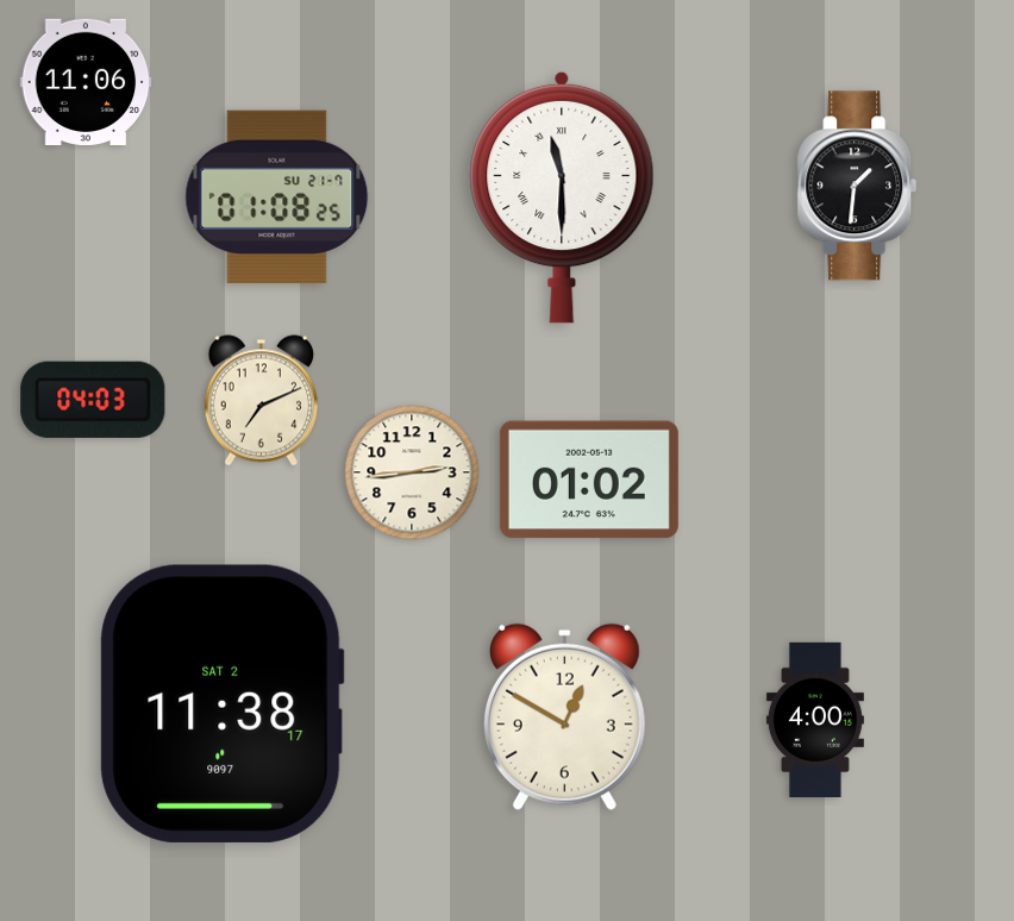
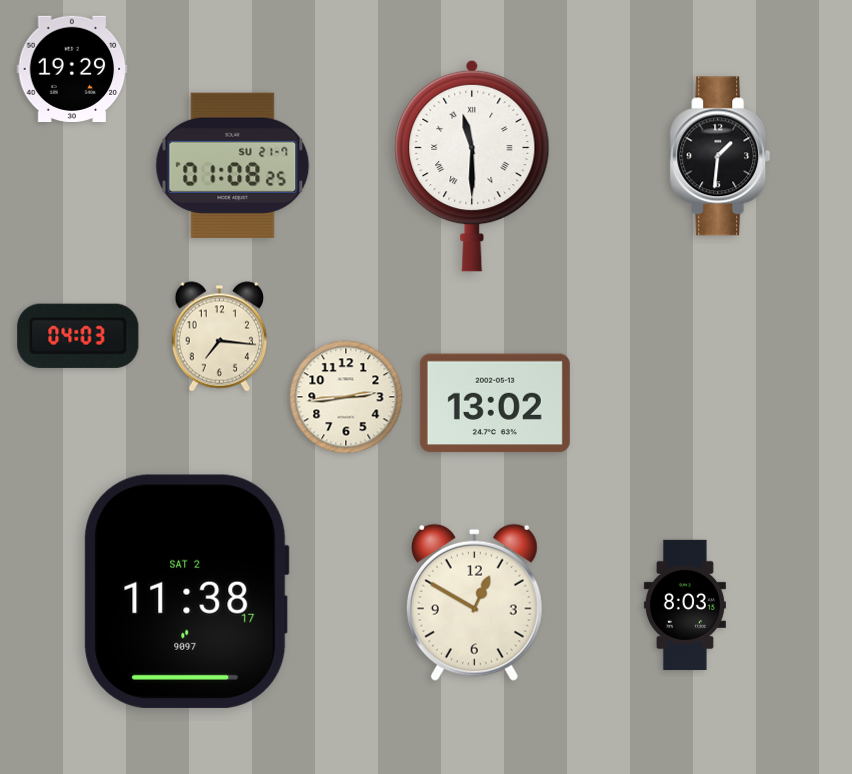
clock at (86, 81): 11:06 -> 19:29
clock at (261, 401): 7:11 -> 7:16
clock at (589, 480): 01:02 -> 13:02
clock at (815, 719): 4:00 -> 8:03
